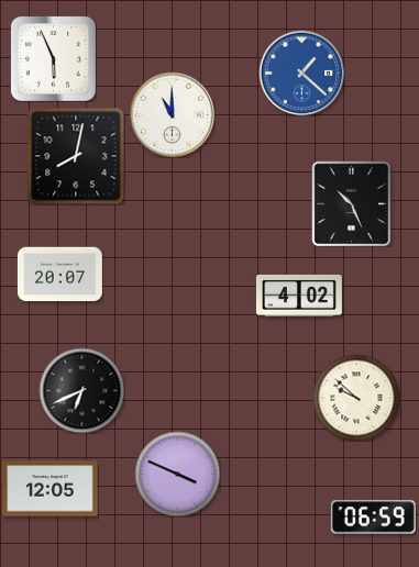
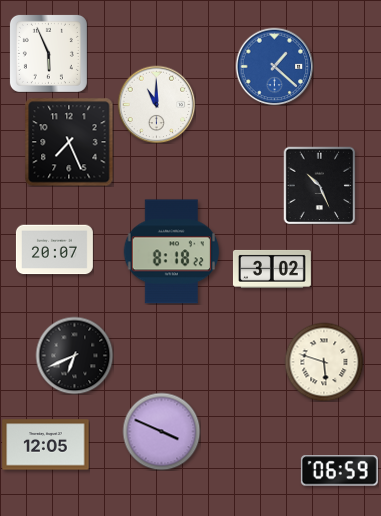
clock at (76, 156): 8:02 -> 7:26
clock at (171, 252): none -> 8:18
clock at (299, 296): 4:02 -> 3:02
clock at (356, 398): 9:52 -> 5:48
